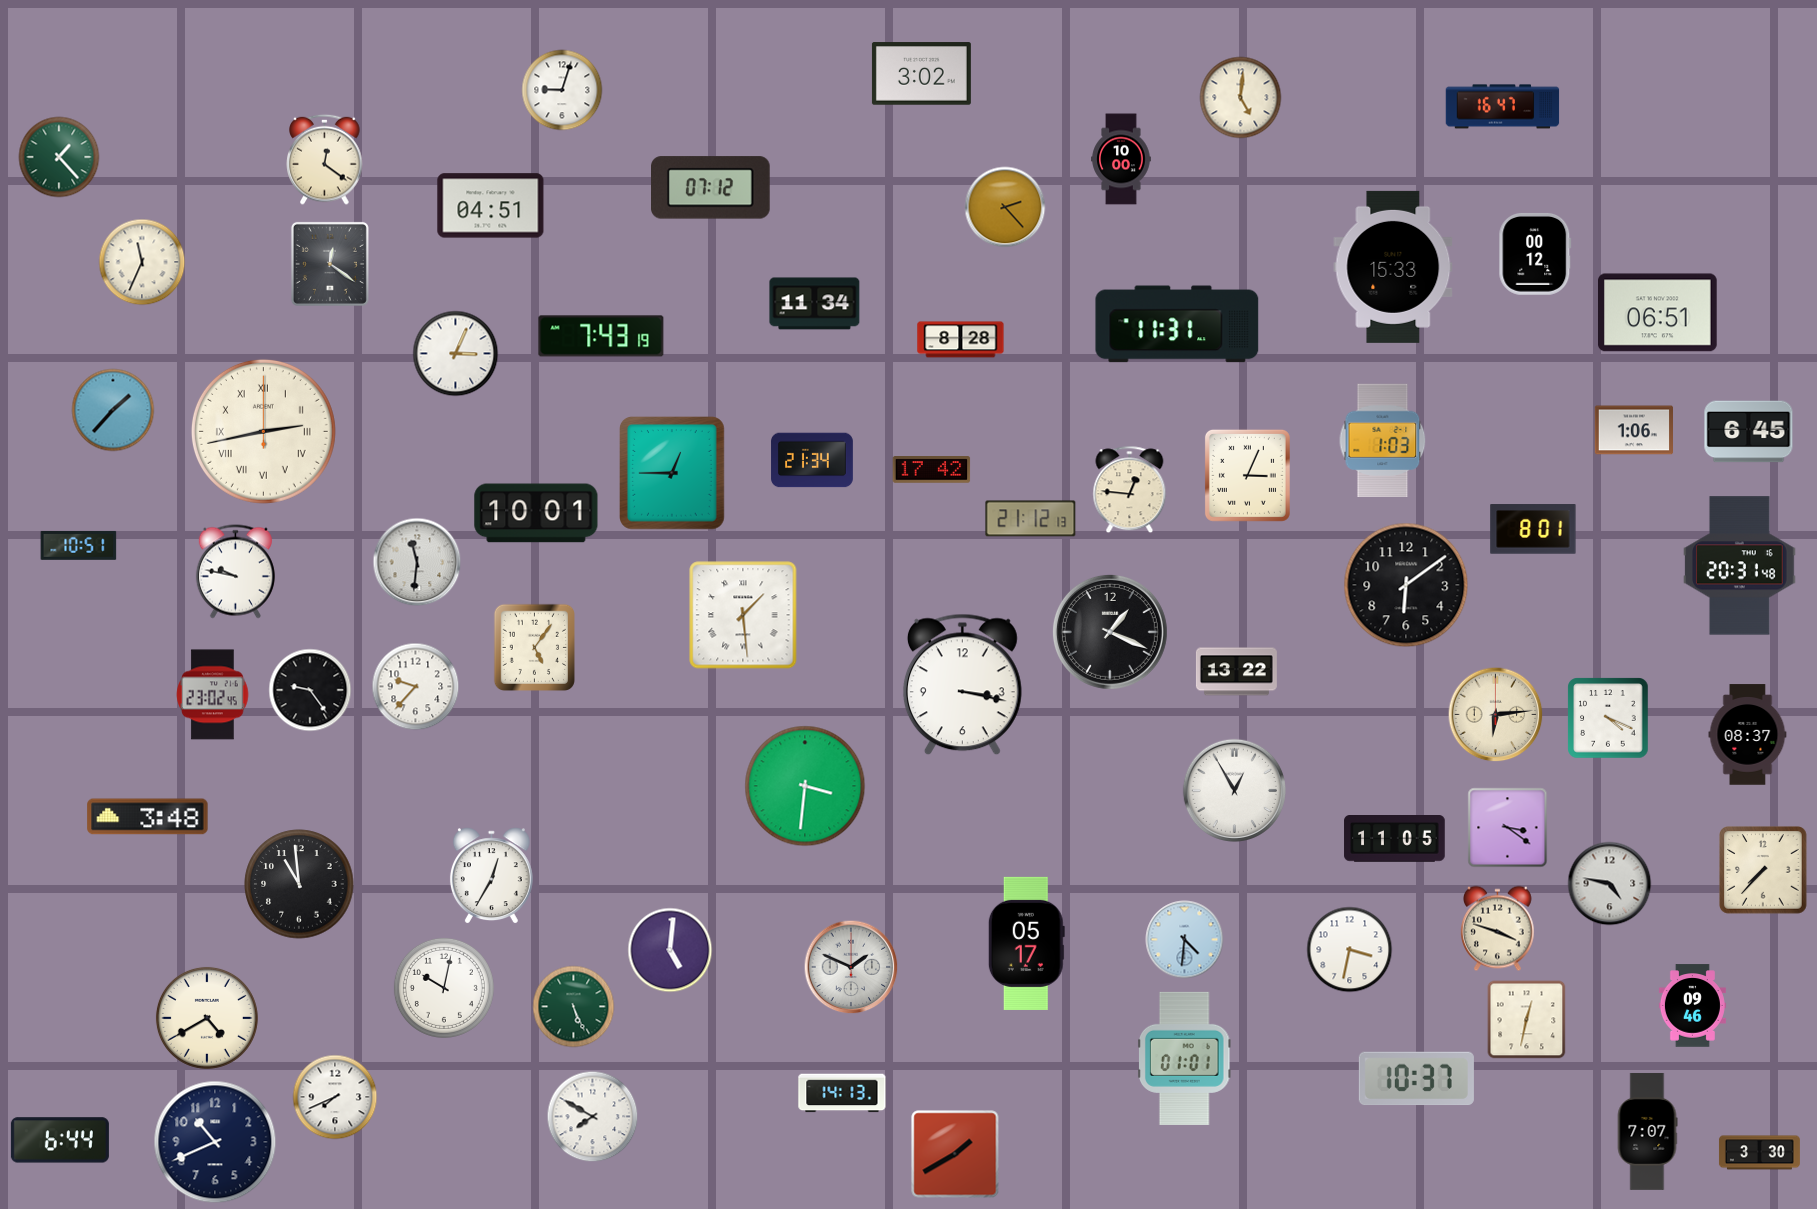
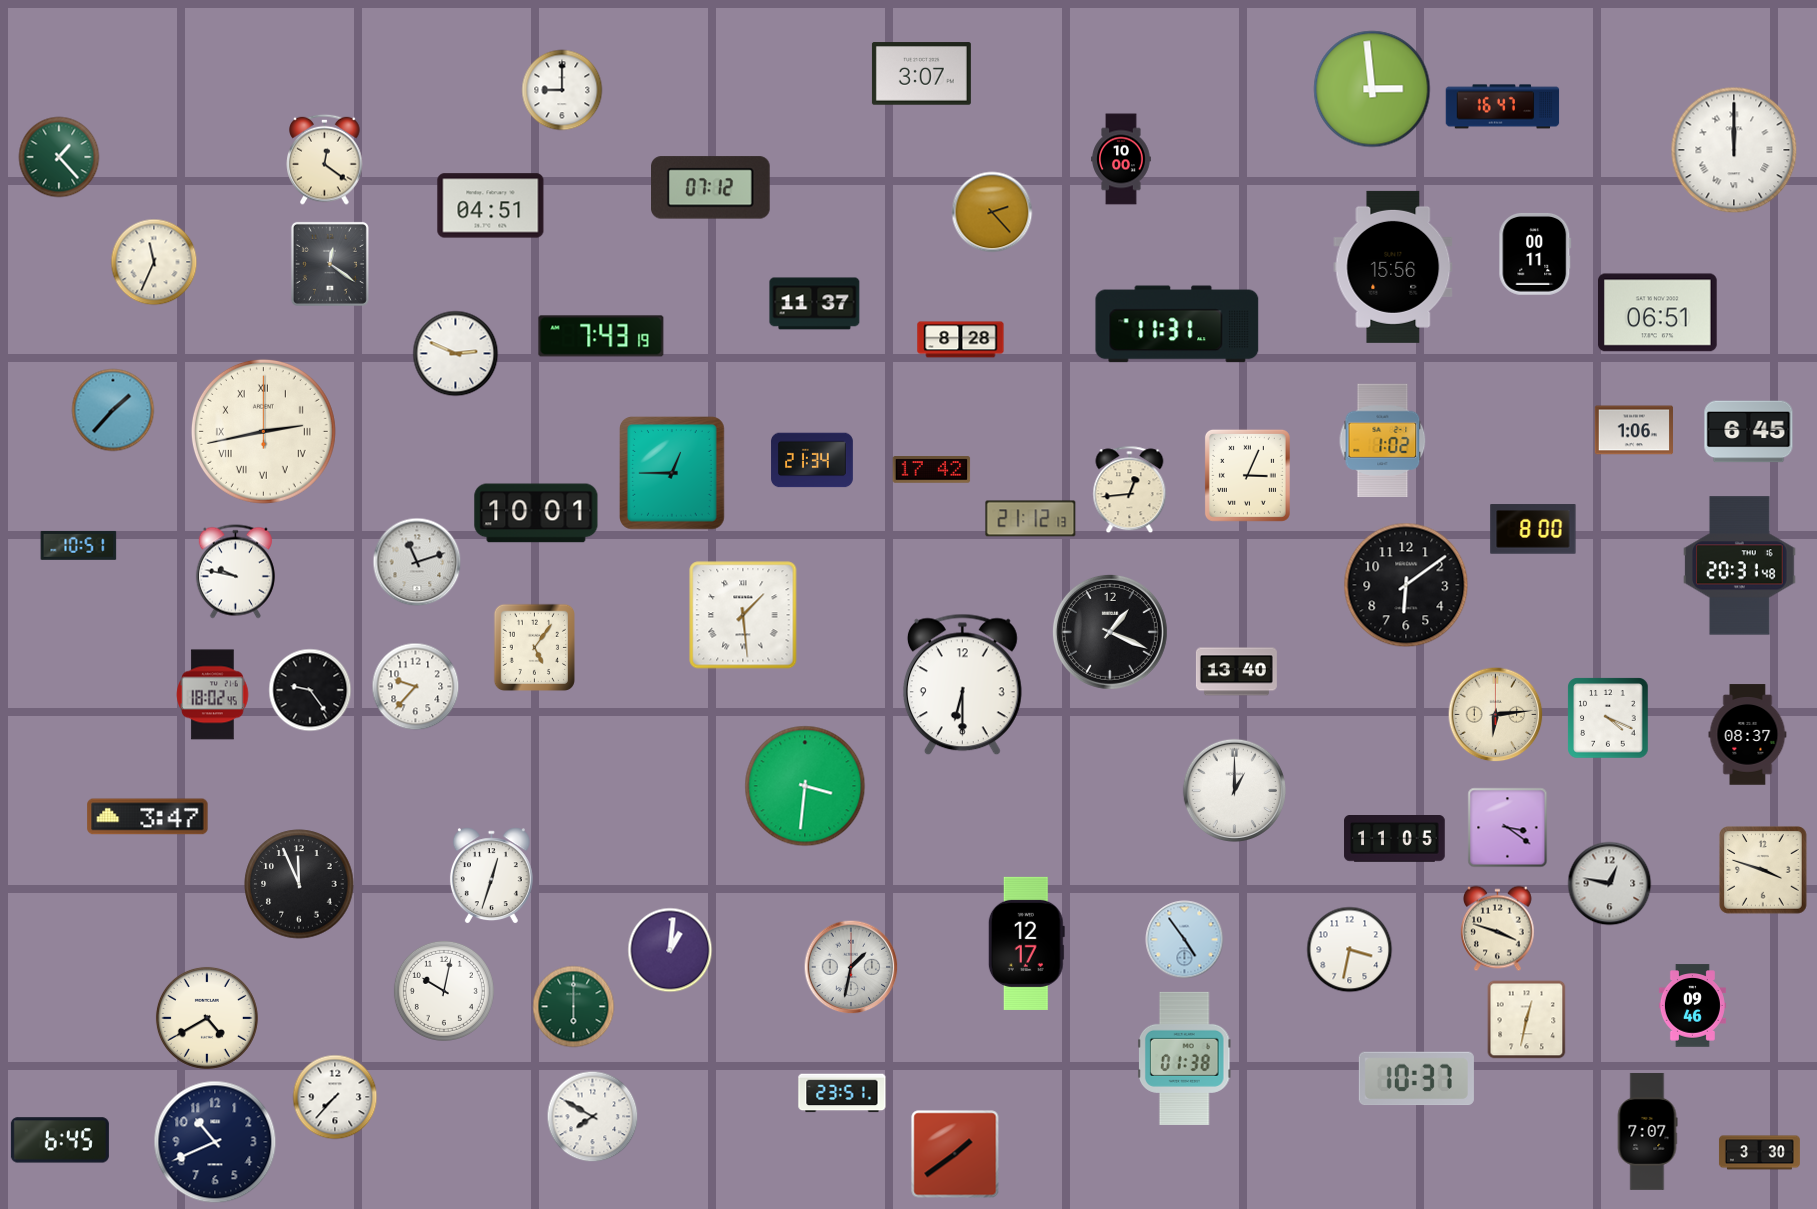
clock at (921, 74): 3:02 -> 3:07
clock at (1372, 89): none -> 2:59
clock at (562, 90): 9:03 -> 9:00
clock at (1241, 98): 5:01 -> none
clock at (1734, 150): none -> 12:00
clock at (1005, 207) position: (1005, 207) -> (992, 212)
clock at (1535, 254): 00:12 -> 00:11
clock at (142, 262) position: (142, 262) -> (154, 262)
clock at (1393, 267): 15:33 -> 15:56
clock at (815, 304): 11:34 -> 11:37
clock at (456, 354): 3:04 -> 2:49
clock at (1383, 440): 1:03 -> 1:02
clock at (1130, 490): 12:46 -> 12:44
clock at (1533, 529): 8:01 -> 8:00
clock at (417, 562): 11:31 -> 11:12
clock at (1236, 672): 13:22 -> 13:40
clock at (962, 685): 3:17 -> 6:30
clock at (213, 695): 23:02 -> 18:02
clock at (1234, 790): 12:55 -> 1:00
clock at (148, 817): 3:48 -> 3:47
clock at (1764, 871): 7:37 -> 3:48
clock at (491, 876): 12:35 -> 12:33
clock at (299, 884): 10:59 -> 11:56
clock at (1610, 884): 4:47 -> 12:47
clock at (1185, 940): 4:31 -> 4:54
clock at (1026, 943): 05:17 -> 12:17
clock at (670, 950): 5:01 -> 1:01
clock at (851, 967): 1:49 -> 1:32
clock at (444, 988) position: (444, 988) -> (444, 991)
clock at (574, 1007): 5:26 -> 6:00
clock at (1184, 1058): 01:01 -> 01:38
clock at (842, 1093): 14:13 -> 23:51
clock at (335, 1097): 7:41 -> 7:37
clock at (60, 1140): 6:44 -> 6:45
clock at (955, 1154): 1:40 -> 1:39
